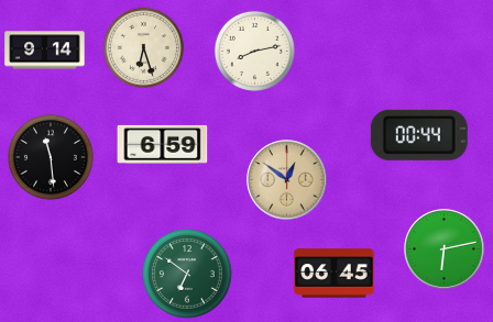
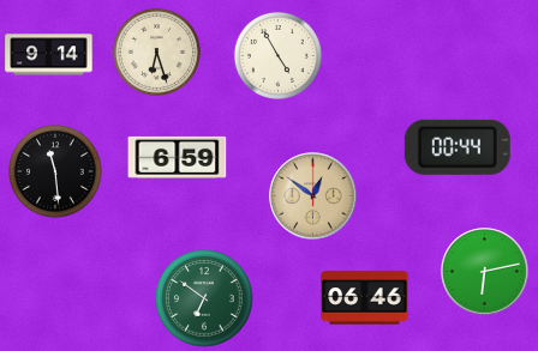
clock at (254, 51): 8:13 -> 4:55
clock at (335, 274): 06:45 -> 06:46
